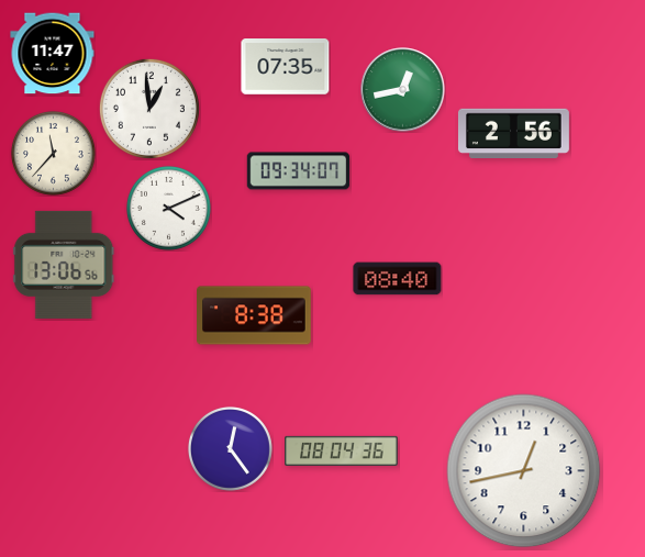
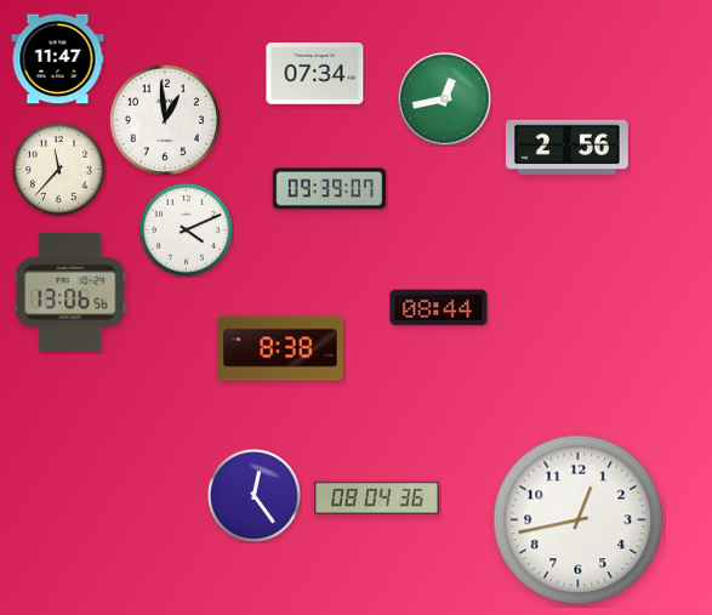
clock at (286, 67): 07:35 -> 07:34
clock at (299, 171): 09:34 -> 09:39
clock at (398, 279): 08:40 -> 08:44
